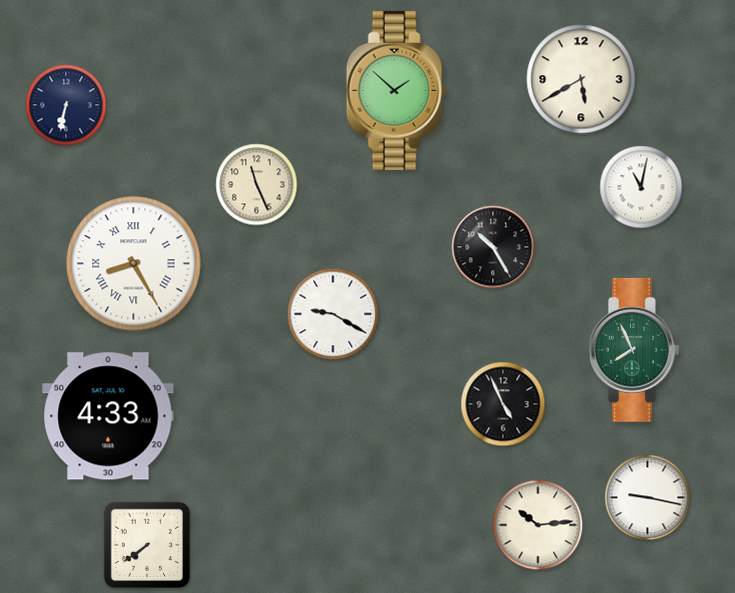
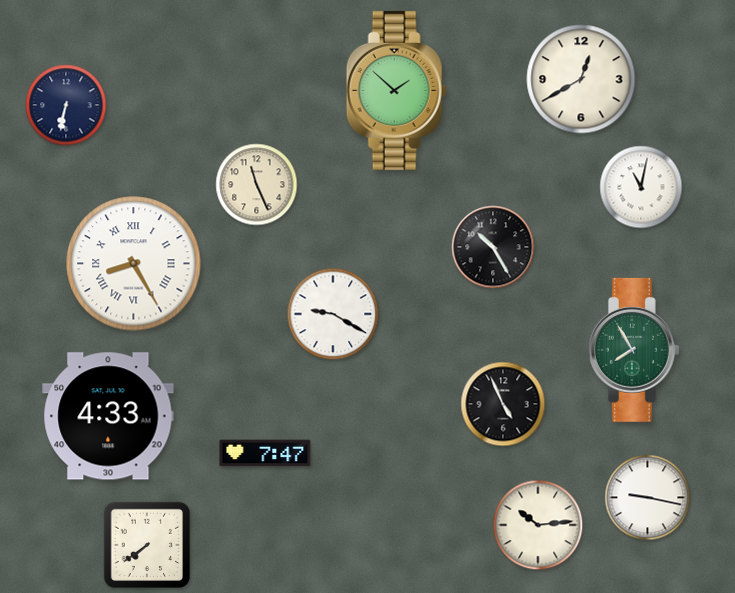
clock at (581, 79): 5:40 -> 12:40
clock at (634, 350): 7:56 -> 7:55
clock at (265, 453): none -> 7:47
